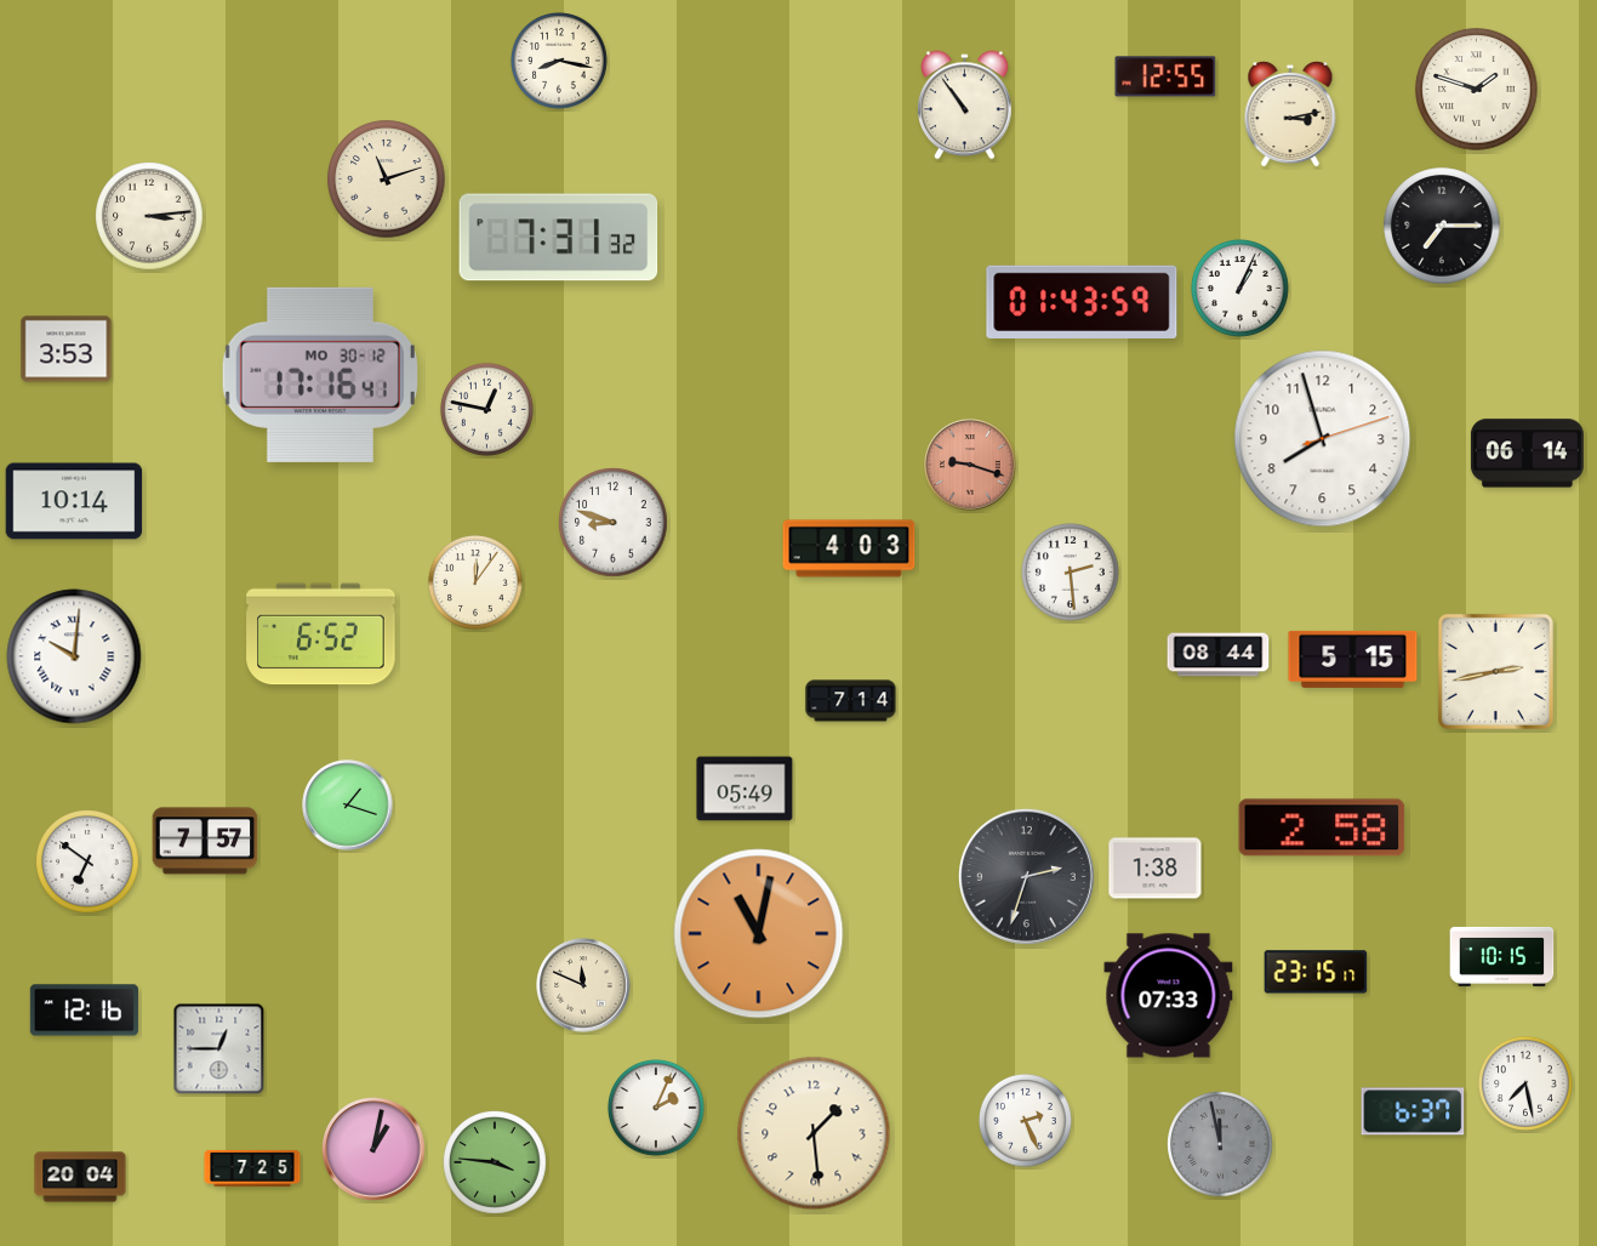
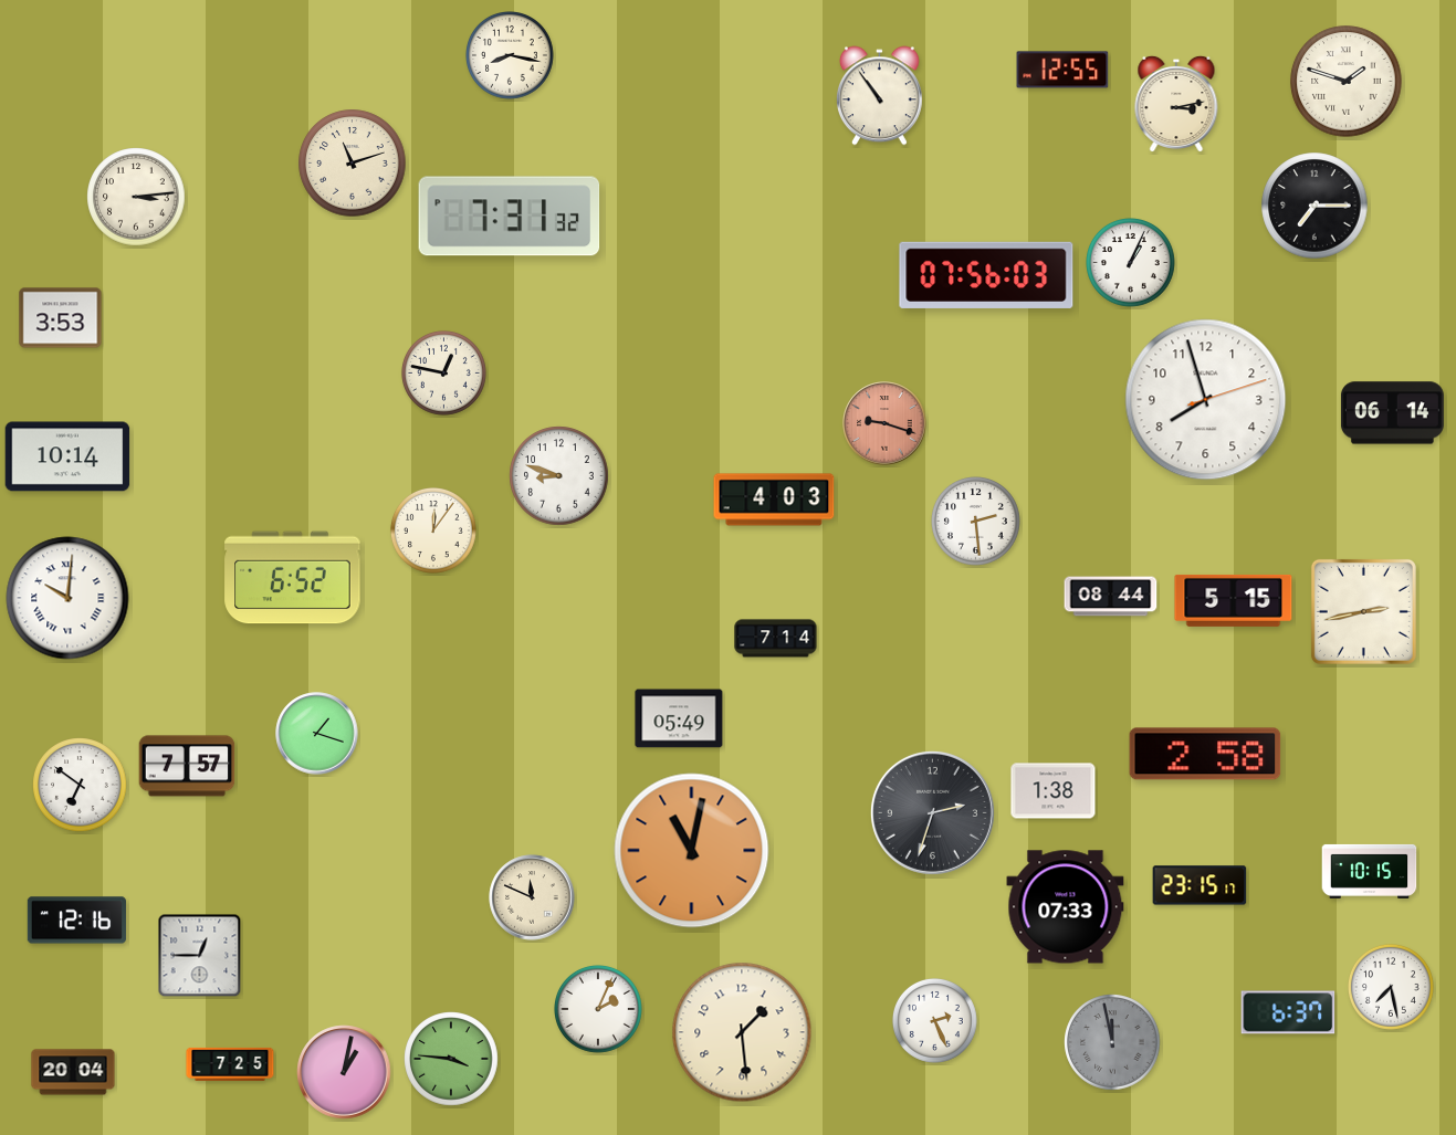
clock at (1082, 302): 01:43 -> 07:56
clock at (320, 375): 17:16 -> none
clock at (1026, 876) position: (1026, 876) -> (932, 812)
clock at (373, 1149) position: (373, 1149) -> (344, 1072)
